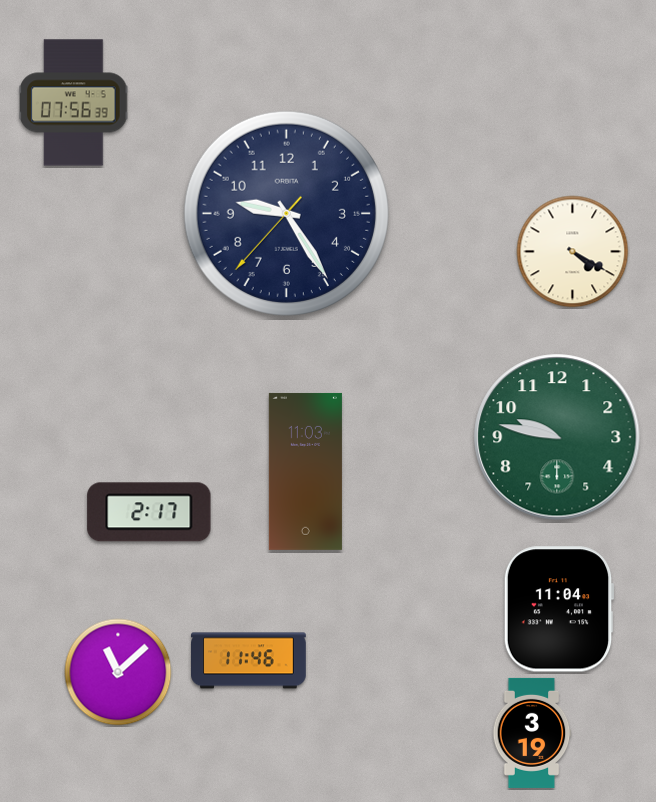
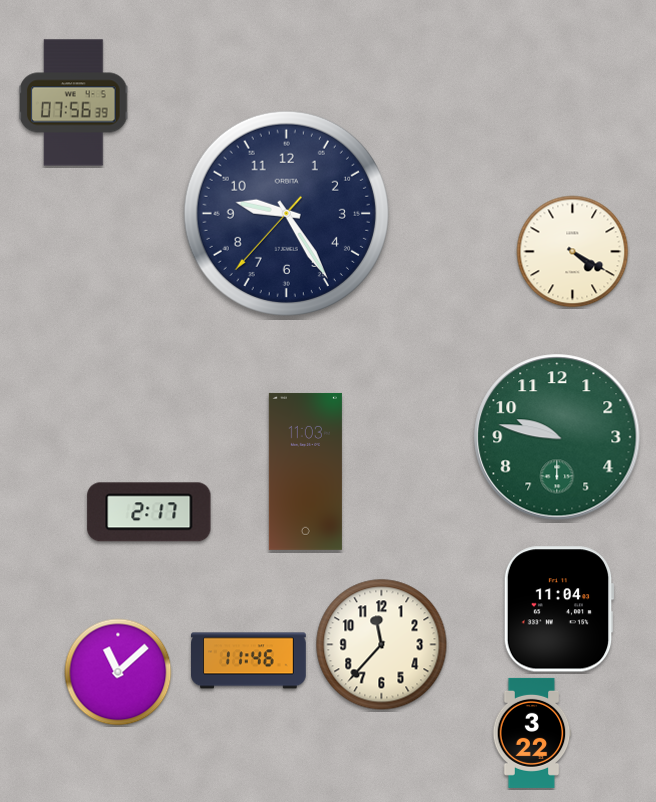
clock at (382, 645): none -> 11:37
clock at (532, 733): 3:19 -> 3:22
